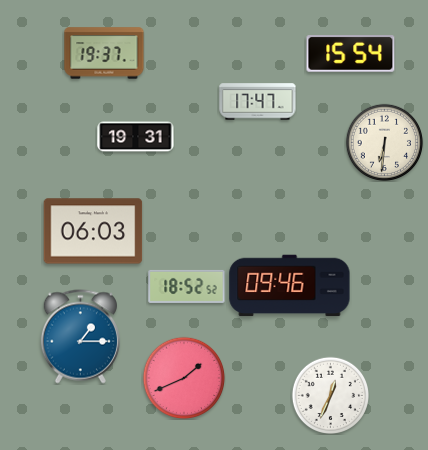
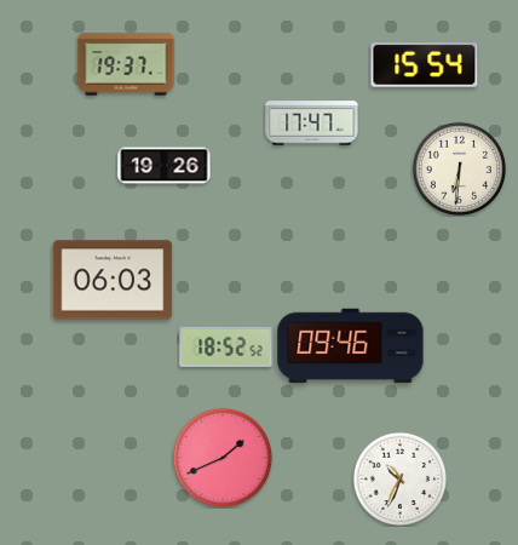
clock at (136, 137): 19:31 -> 19:26
clock at (384, 142) position: (384, 142) -> (459, 168)
clock at (80, 337): 1:15 -> none
clock at (330, 395): 12:34 -> 10:34
